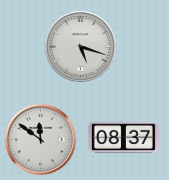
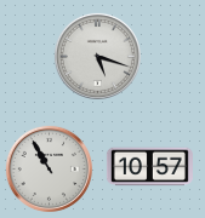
clock at (123, 138): 08:37 -> 10:57
clock at (40, 139): 11:51 -> 10:55
